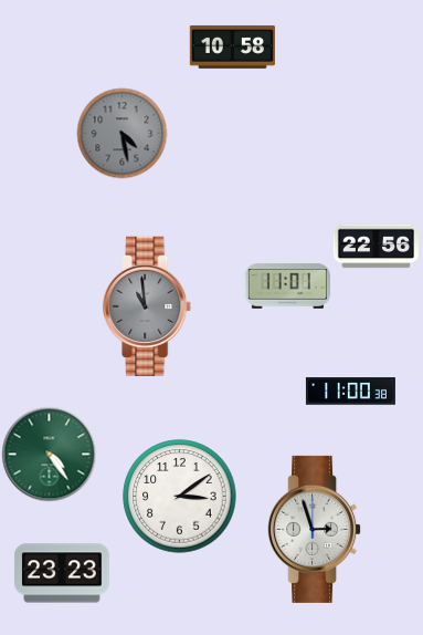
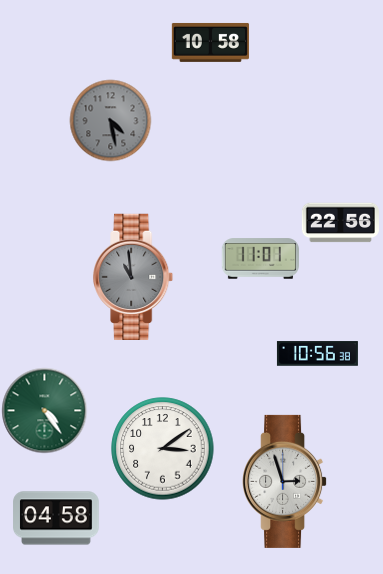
clock at (350, 392): 11:00 -> 10:56
clock at (315, 529) position: (315, 529) -> (285, 481)
clock at (62, 573): 23:23 -> 04:58
